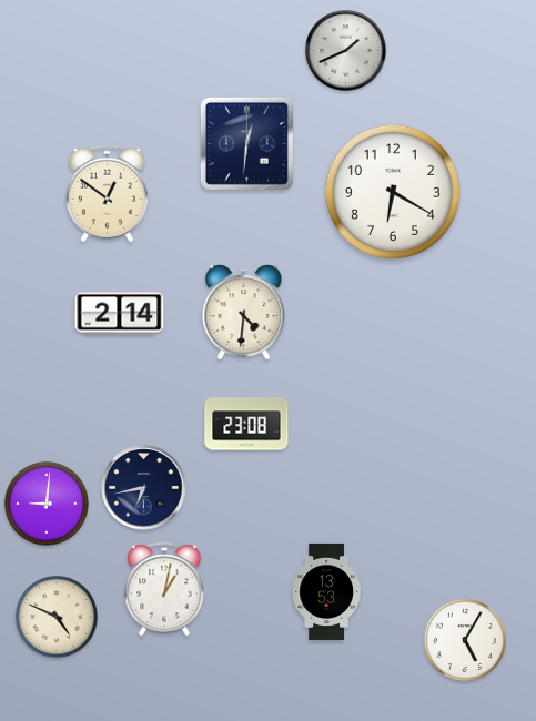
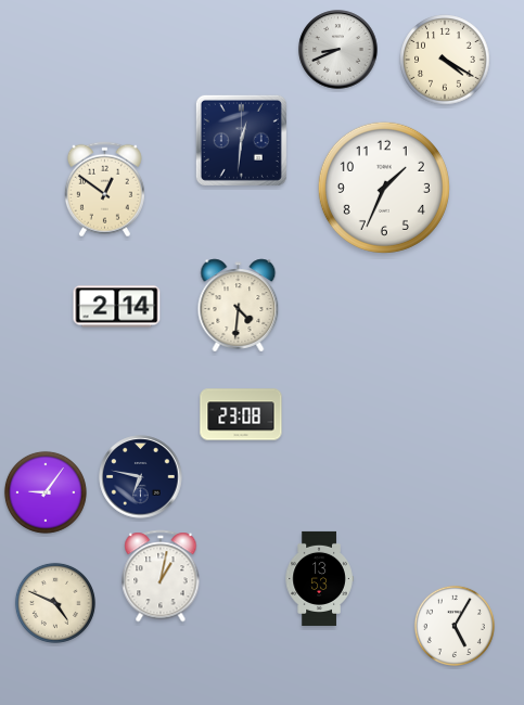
clock at (346, 51): 1:41 -> 8:41
clock at (445, 60): none -> 4:20
clock at (393, 192): 6:20 -> 1:34
clock at (144, 488): 6:43 -> 6:47
clock at (47, 504): 9:01 -> 9:06
